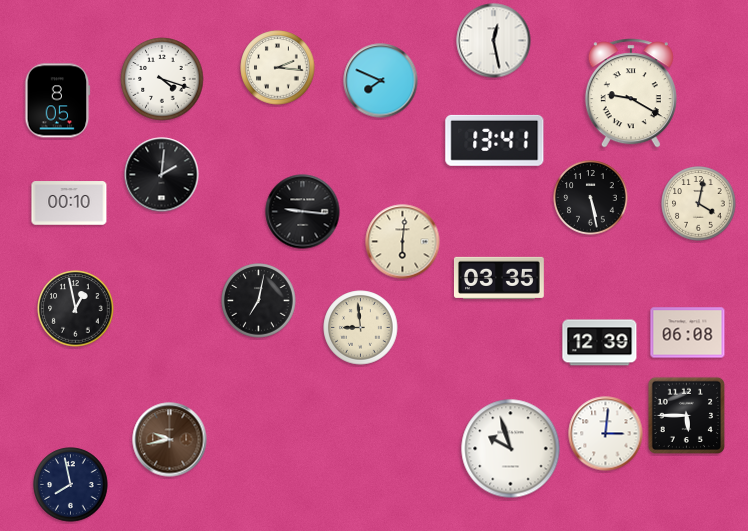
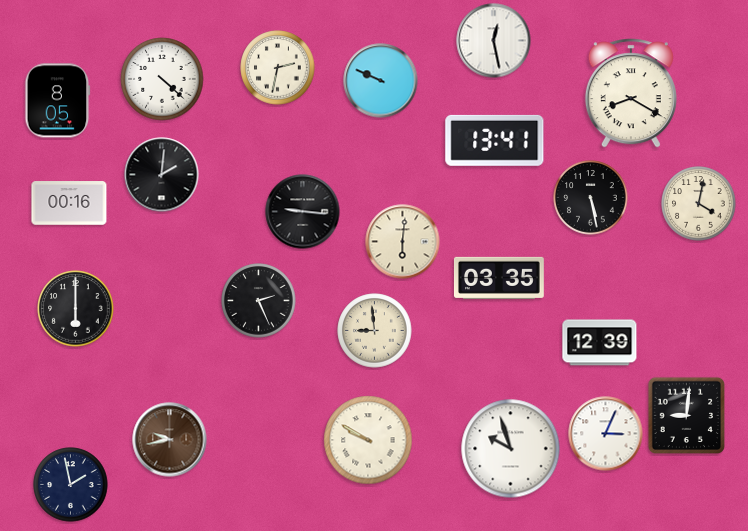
clock at (278, 68): 2:16 -> 2:32
clock at (162, 79): 4:18 -> 4:22
clock at (381, 81): 7:49 -> 9:49
clock at (631, 93): 9:20 -> 8:20
clock at (69, 203): 00:10 -> 00:16
clock at (259, 301): 7:02 -> 2:26
clock at (76, 309): 12:58 -> 6:00
clock at (361, 328) position: (361, 328) -> (375, 331)
clock at (688, 333): 06:08 -> none
clock at (686, 415): 5:45 -> 9:01
clock at (606, 434): 3:01 -> 3:04
clock at (368, 440): none -> 9:50
clock at (71, 485): 7:58 -> 1:58
